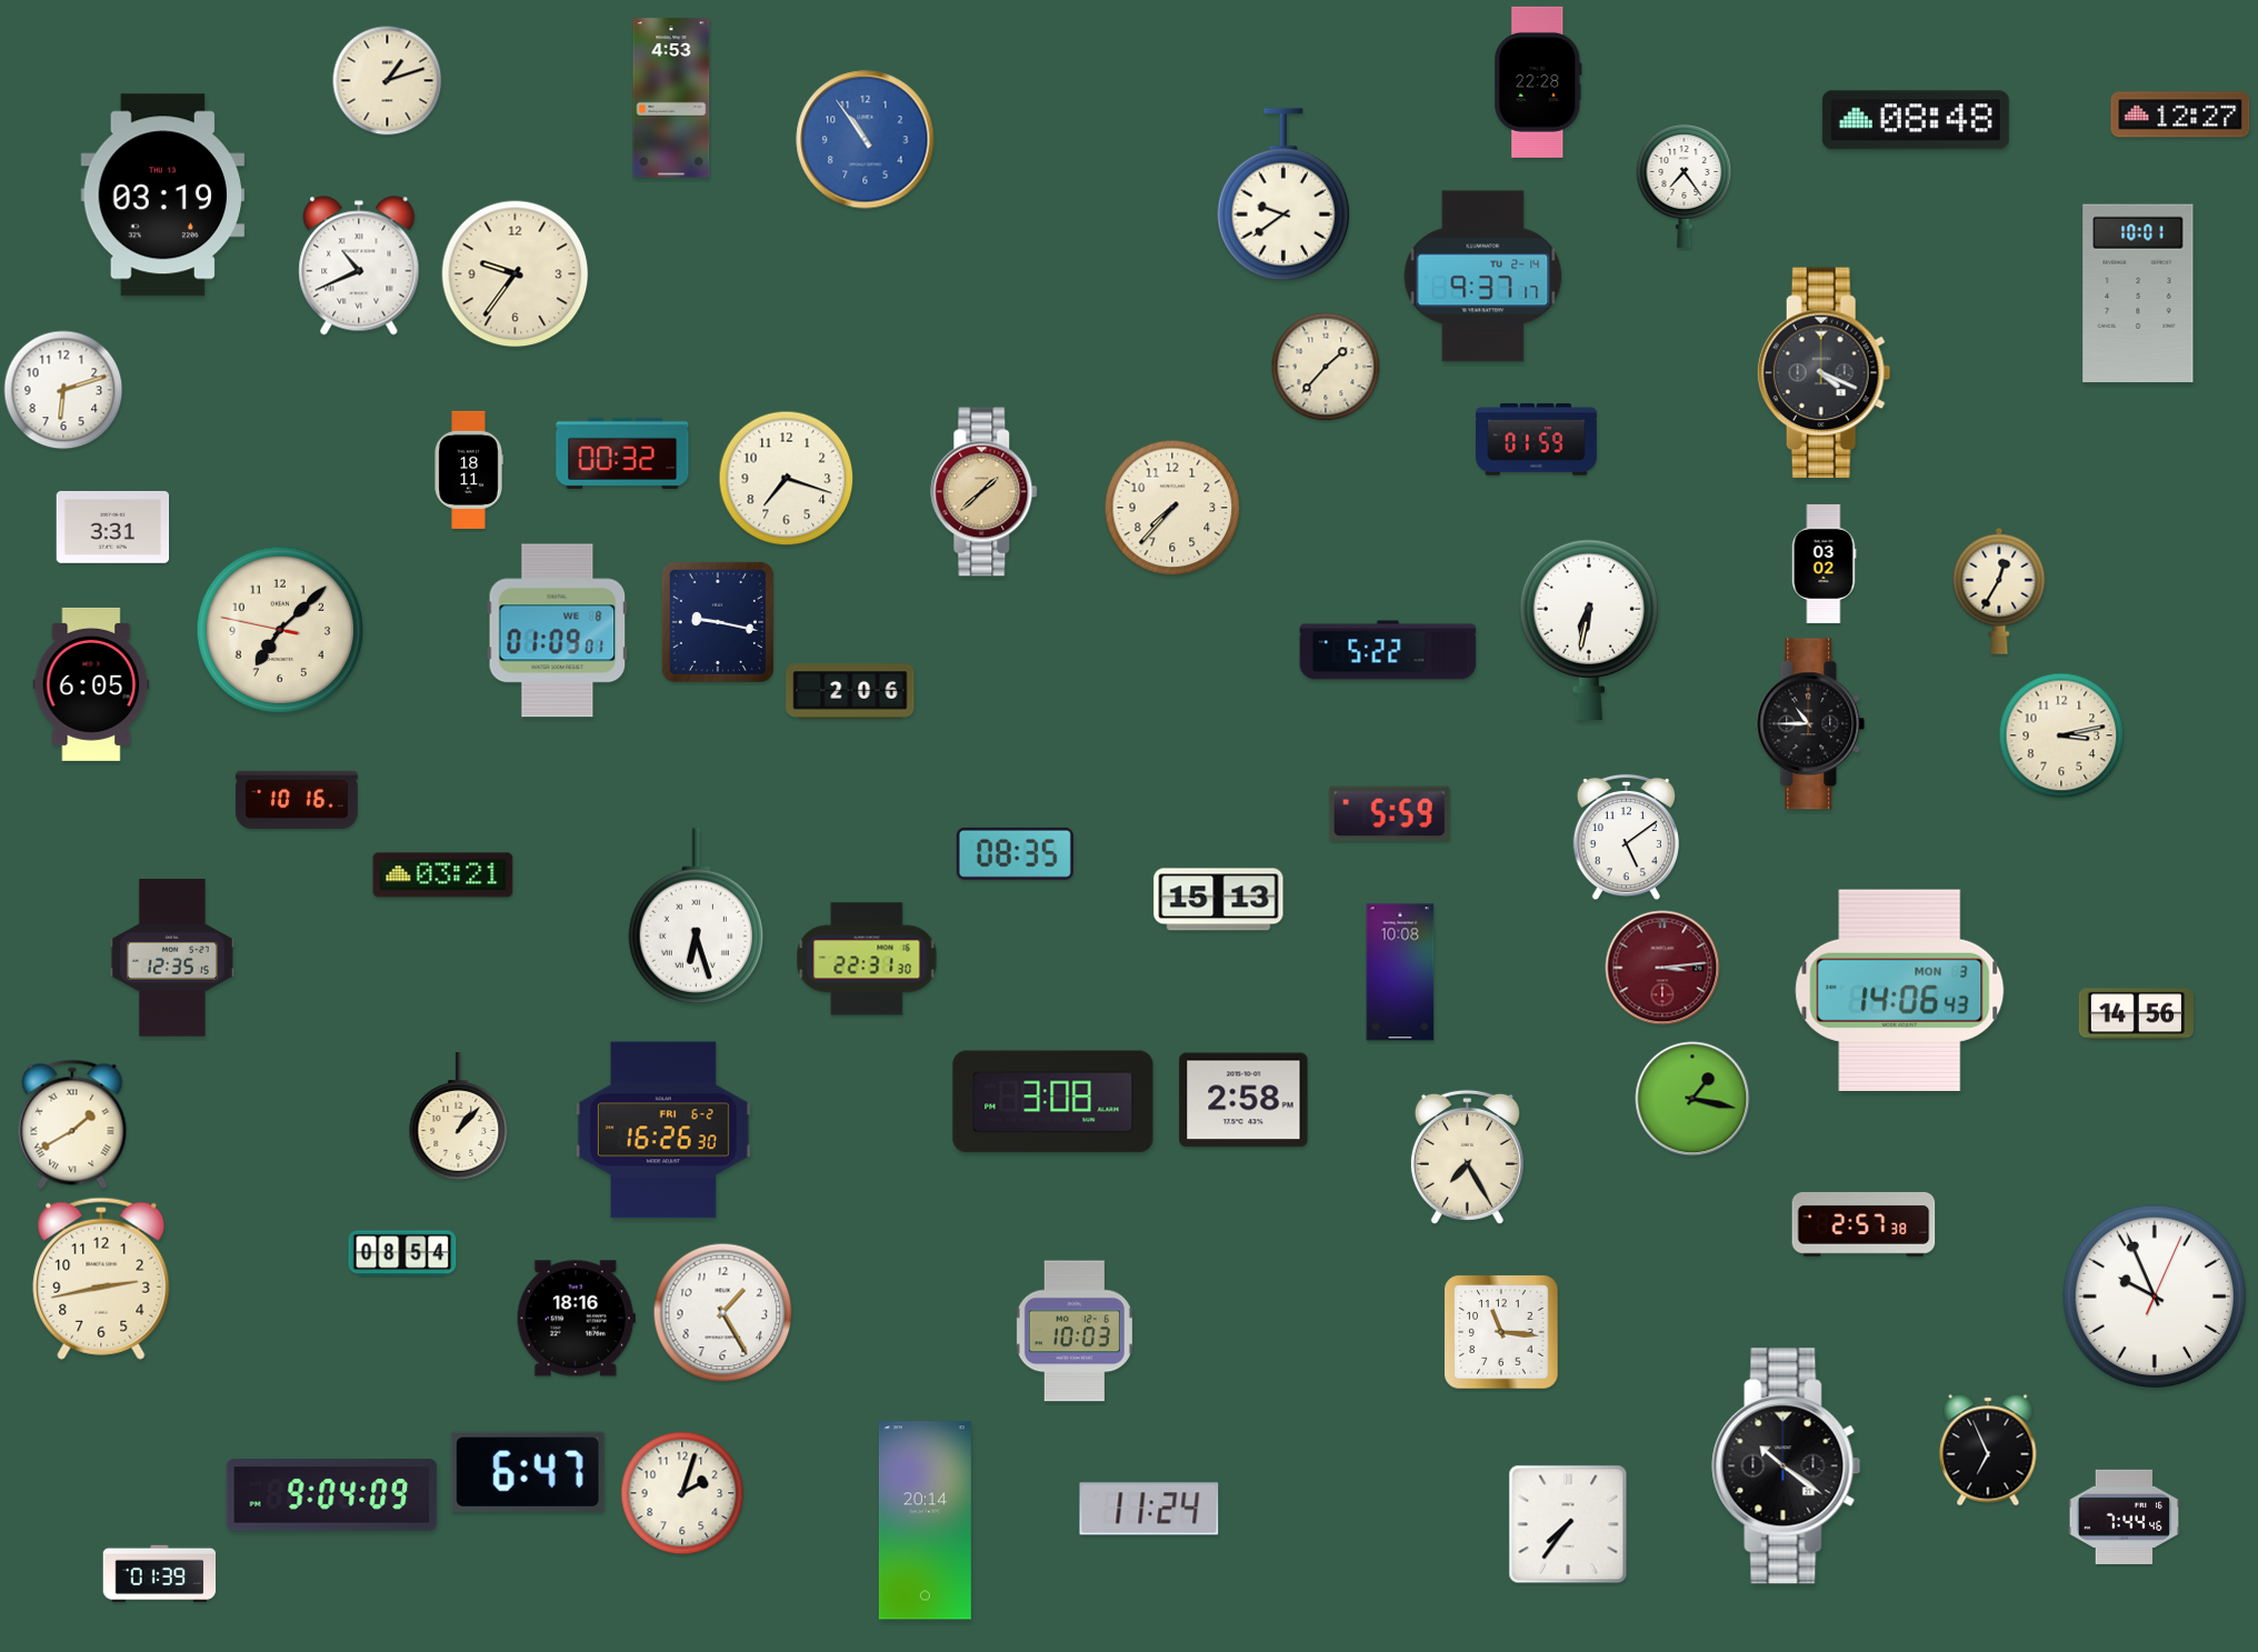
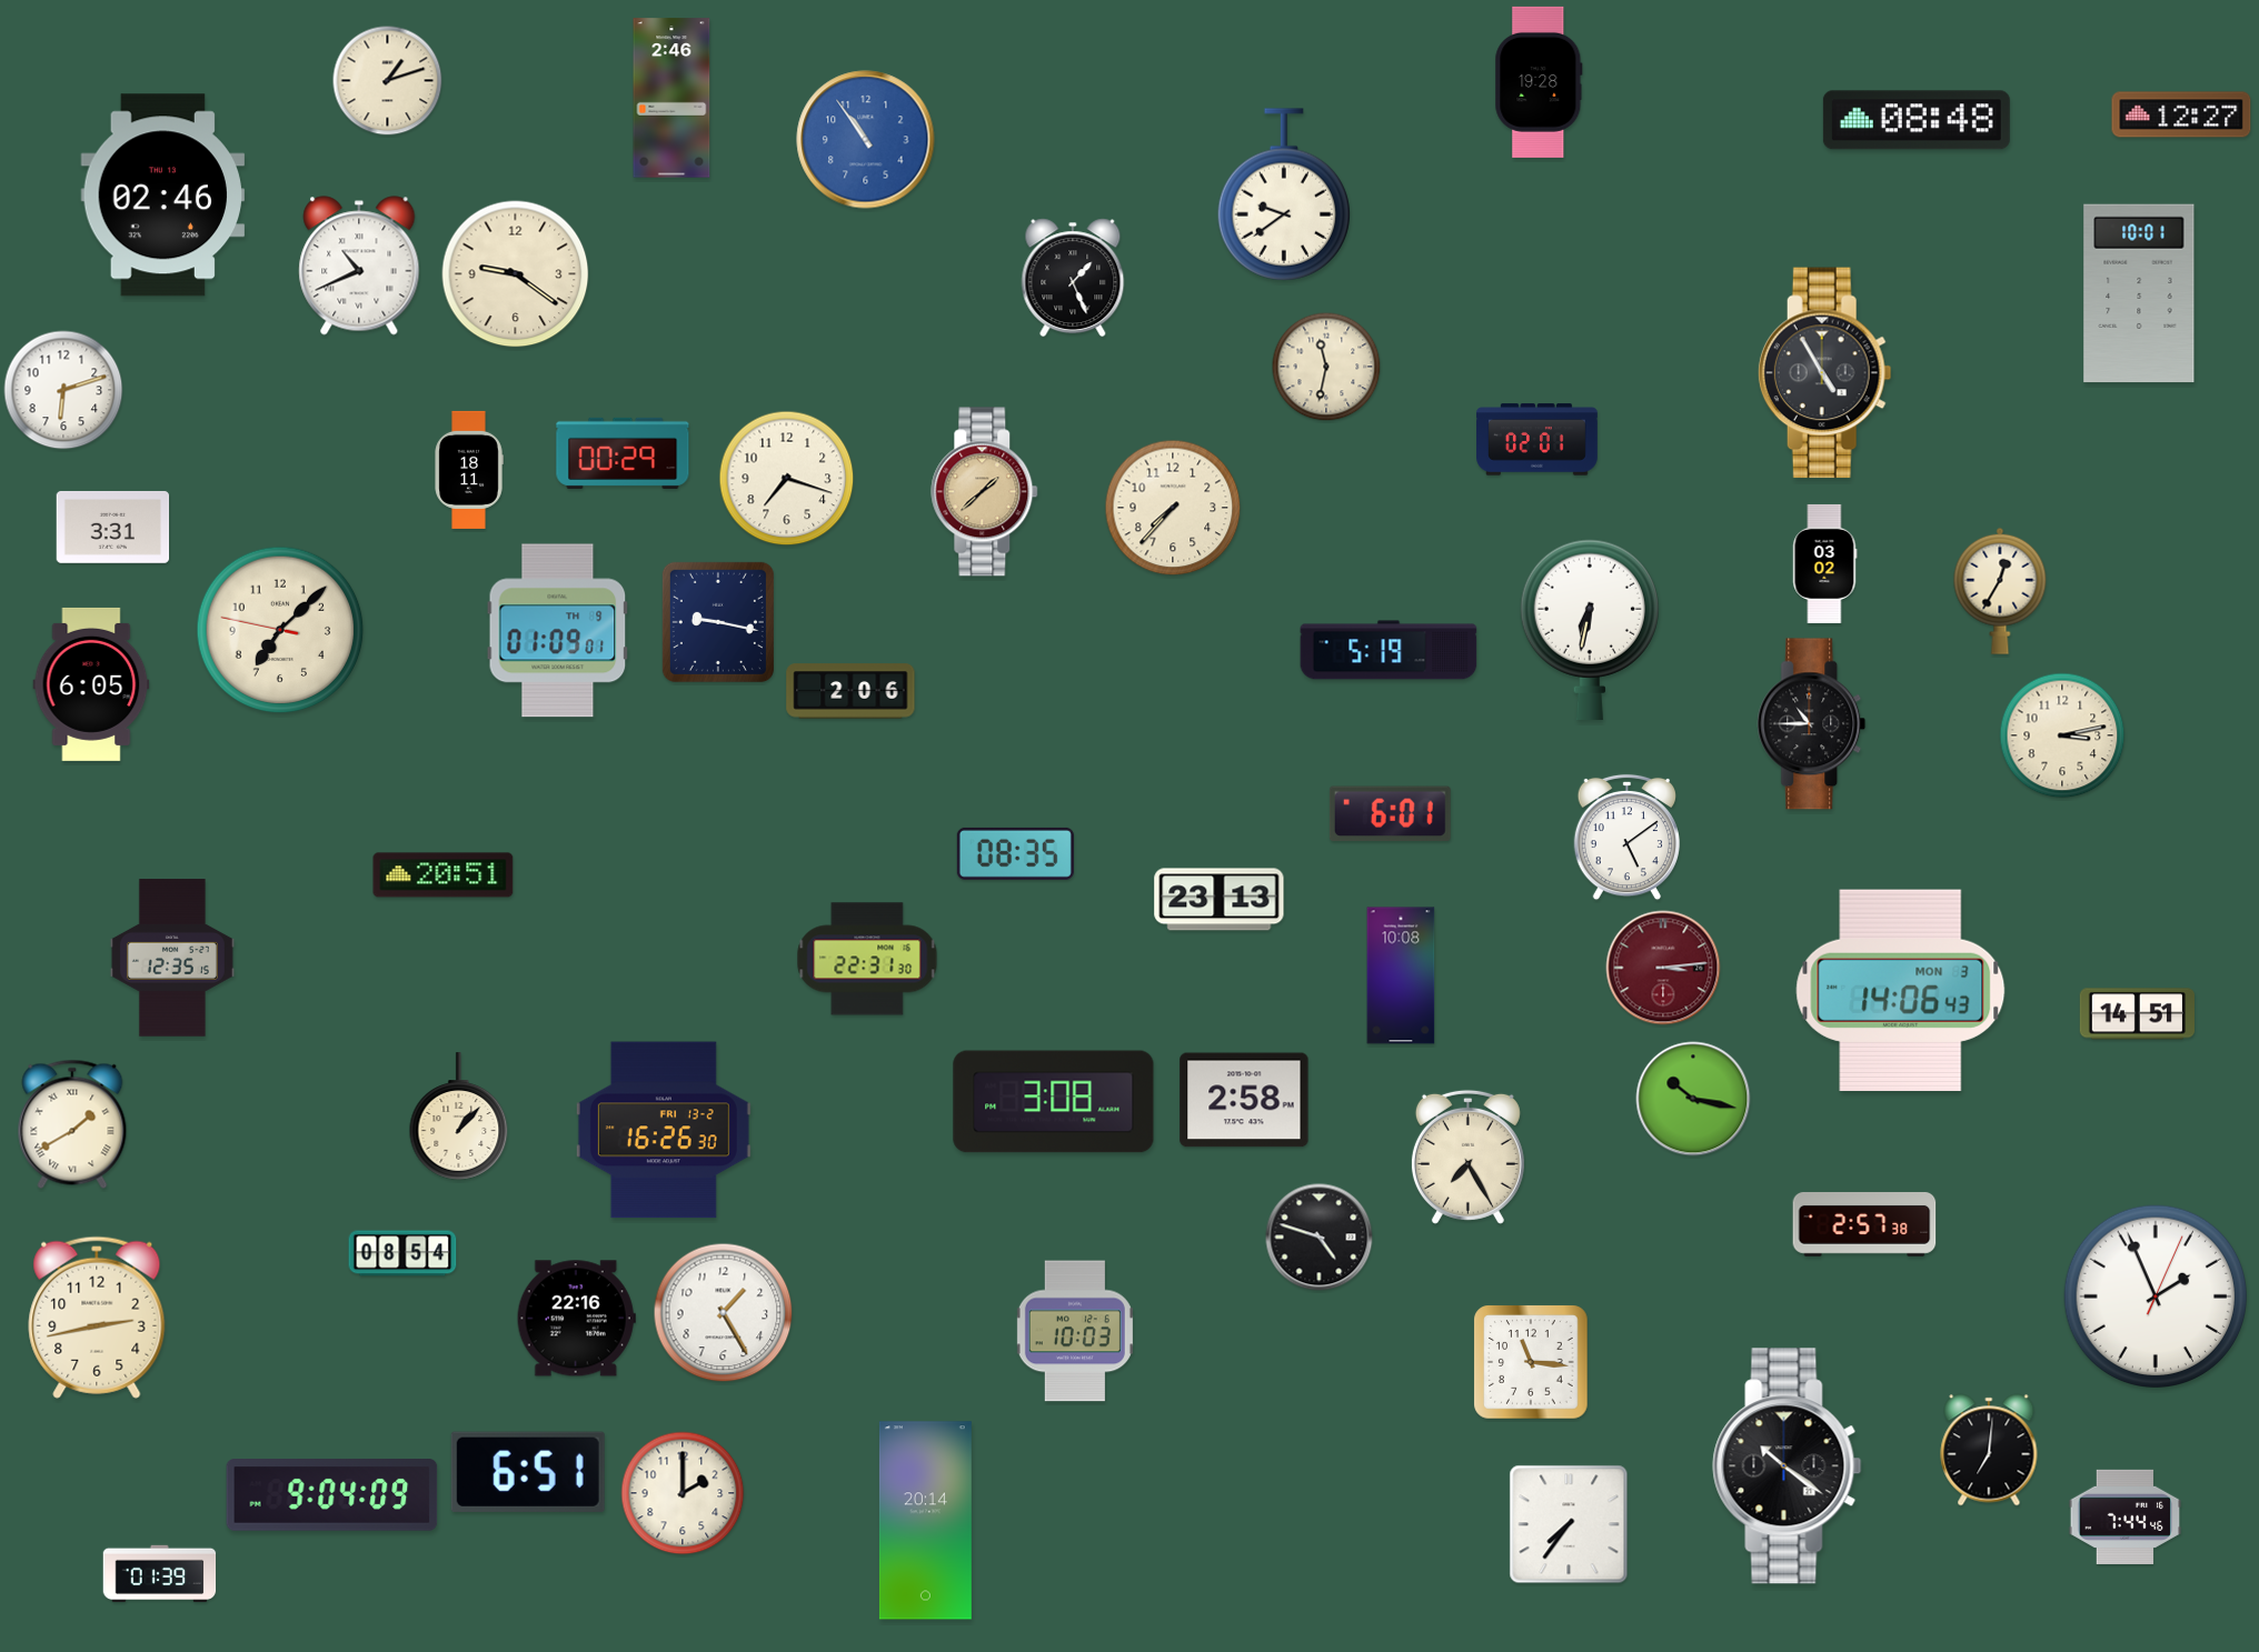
clock at (1538, 82): 22:28 -> 19:28
clock at (671, 98): 4:53 -> 2:46
clock at (1685, 186): 7:24 -> none
clock at (163, 196): 03:19 -> 02:46
clock at (516, 274): 9:36 -> 9:21
clock at (1483, 277): 9:37 -> none
clock at (1073, 278): none -> 1:26
clock at (1326, 367): 1:37 -> 11:32
clock at (1824, 373): 4:19 -> 4:55
clock at (1537, 440): 01:59 -> 02:01
clock at (622, 453): 00:32 -> 00:29
clock at (558, 631) date: WE 8 -> TH 9
clock at (1388, 650): 5:22 -> 5:19
clock at (297, 800): 10:16 -> none
clock at (1389, 814): 5:59 -> 6:01
clock at (443, 875): 03:21 -> 20:51
clock at (1219, 900): 15:13 -> 23:13
clock at (696, 917): 6:27 -> none
clock at (1400, 972) position: (1400, 972) -> (1401, 975)
clock at (2136, 1014): 14:56 -> 14:51
clock at (1692, 1099): 1:17 -> 10:17
clock at (663, 1130) date: FRI 6-2 -> FRI 13-2
clock at (1320, 1238): none -> 4:48
clock at (101, 1279) position: (101, 1279) -> (97, 1318)
clock at (2155, 1296): 9:56 -> 1:56
clock at (576, 1319): 18:16 -> 22:16
clock at (1501, 1332) position: (1501, 1332) -> (1531, 1362)
clock at (1988, 1450): 6:56 -> 7:01
clock at (528, 1472): 6:47 -> 6:51
clock at (682, 1493): 2:03 -> 2:00
clock at (1149, 1509): 11:24 -> none
